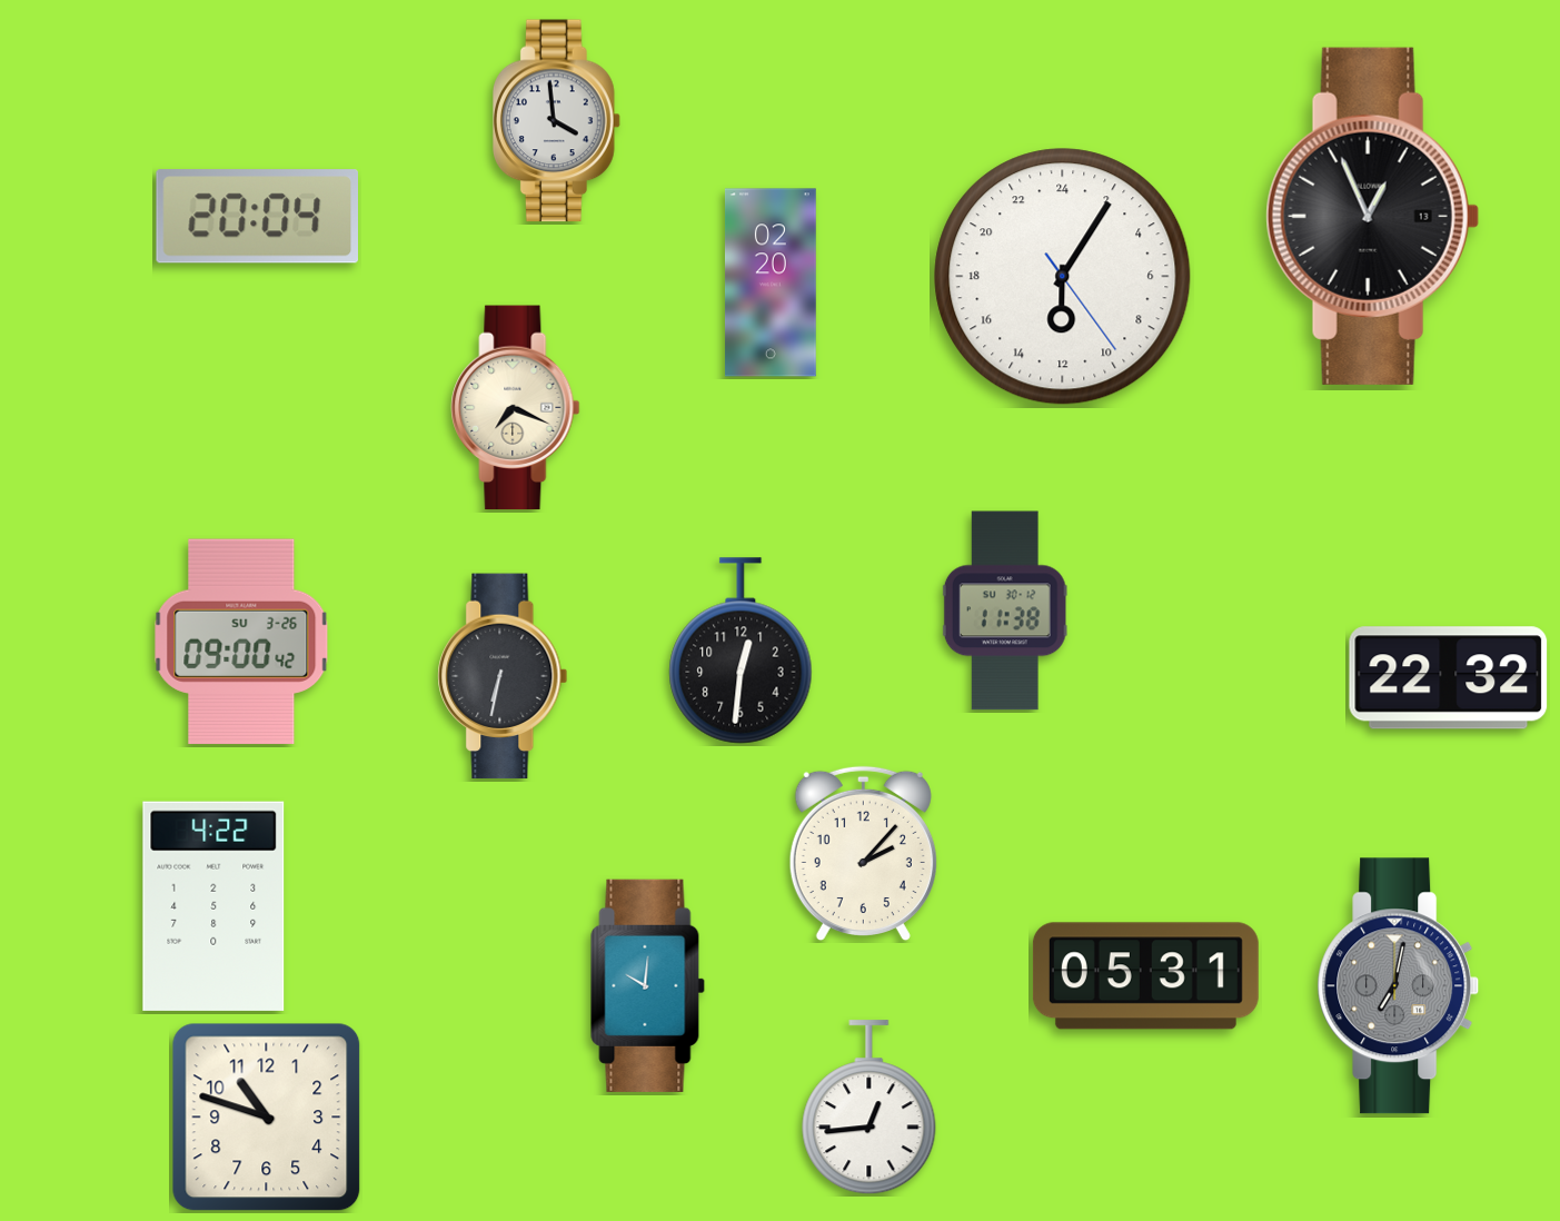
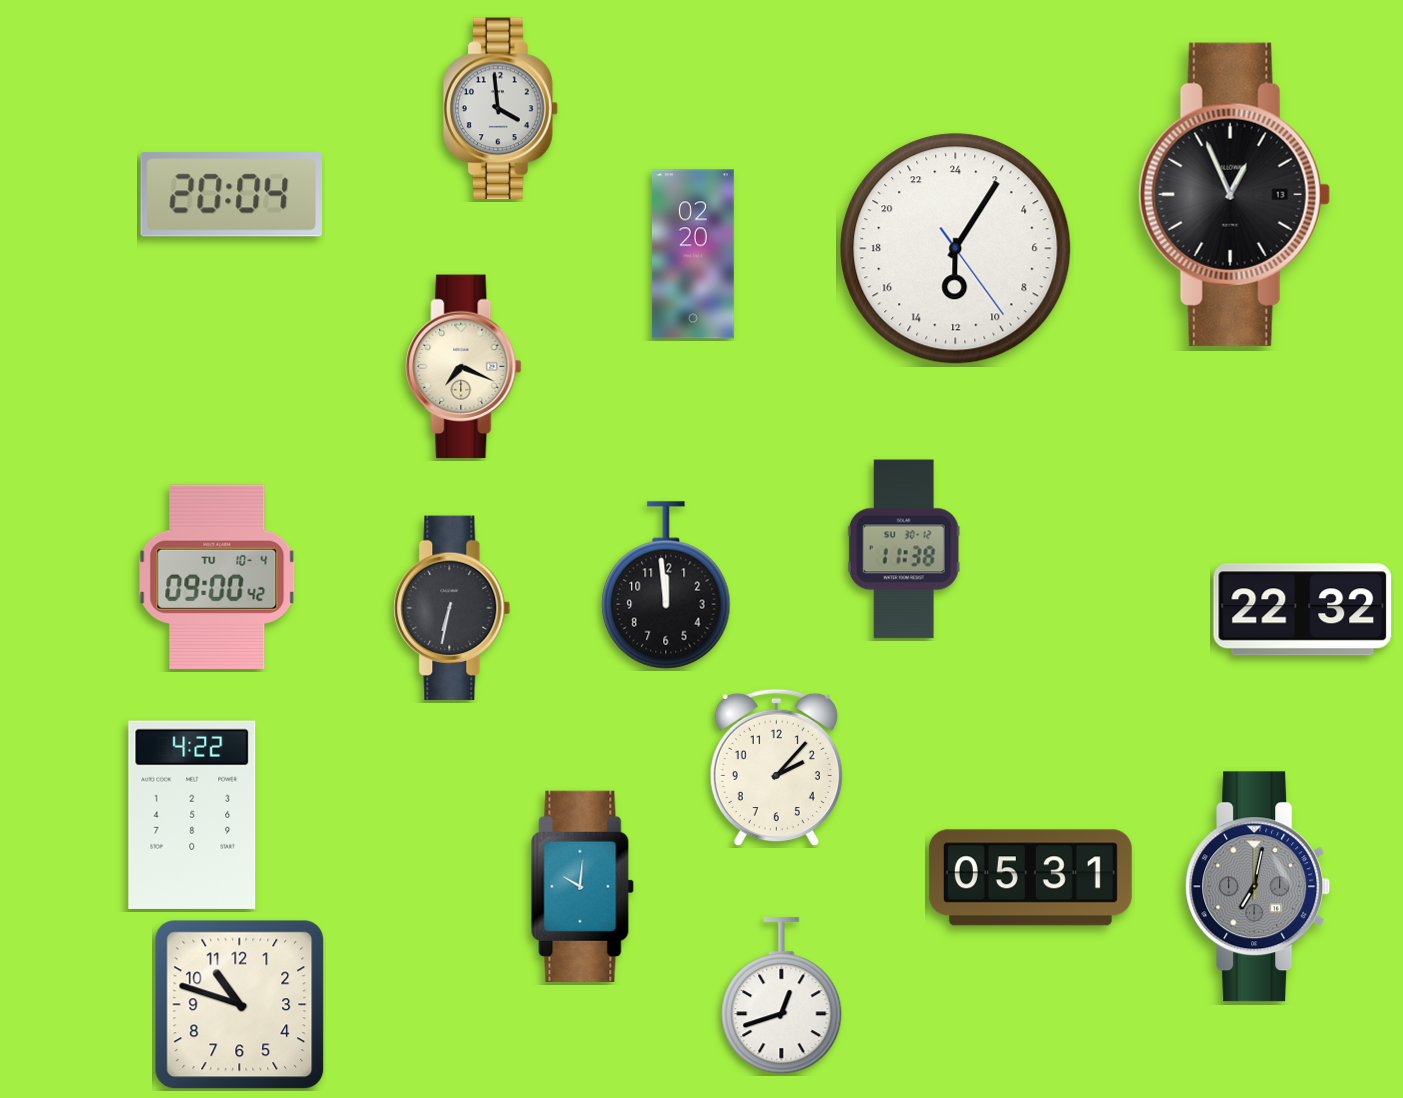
clock at (241, 642) date: SU 3-26 -> TU 10-4
clock at (741, 651): 12:31 -> 11:59
clock at (870, 1108): 12:44 -> 12:42
